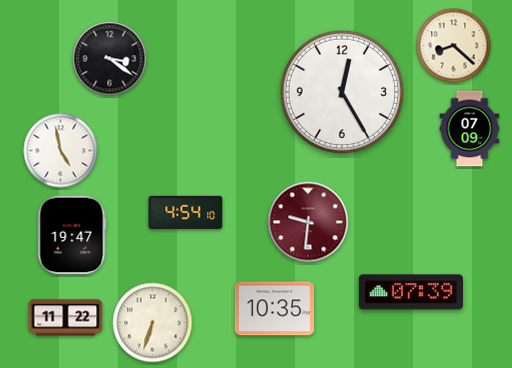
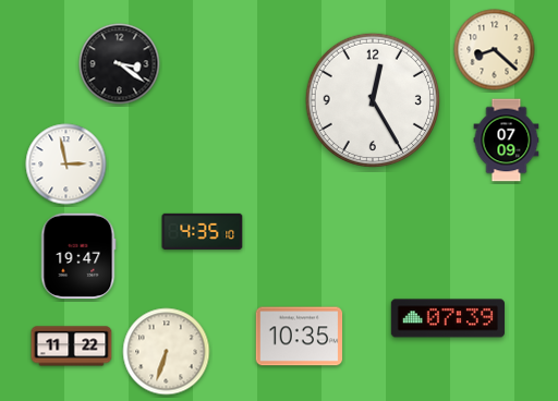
clock at (470, 129) position: (470, 129) -> (507, 141)
clock at (61, 151): 4:58 -> 2:58
clock at (186, 212): 4:54 -> 4:35
clock at (308, 222): 9:31 -> none
